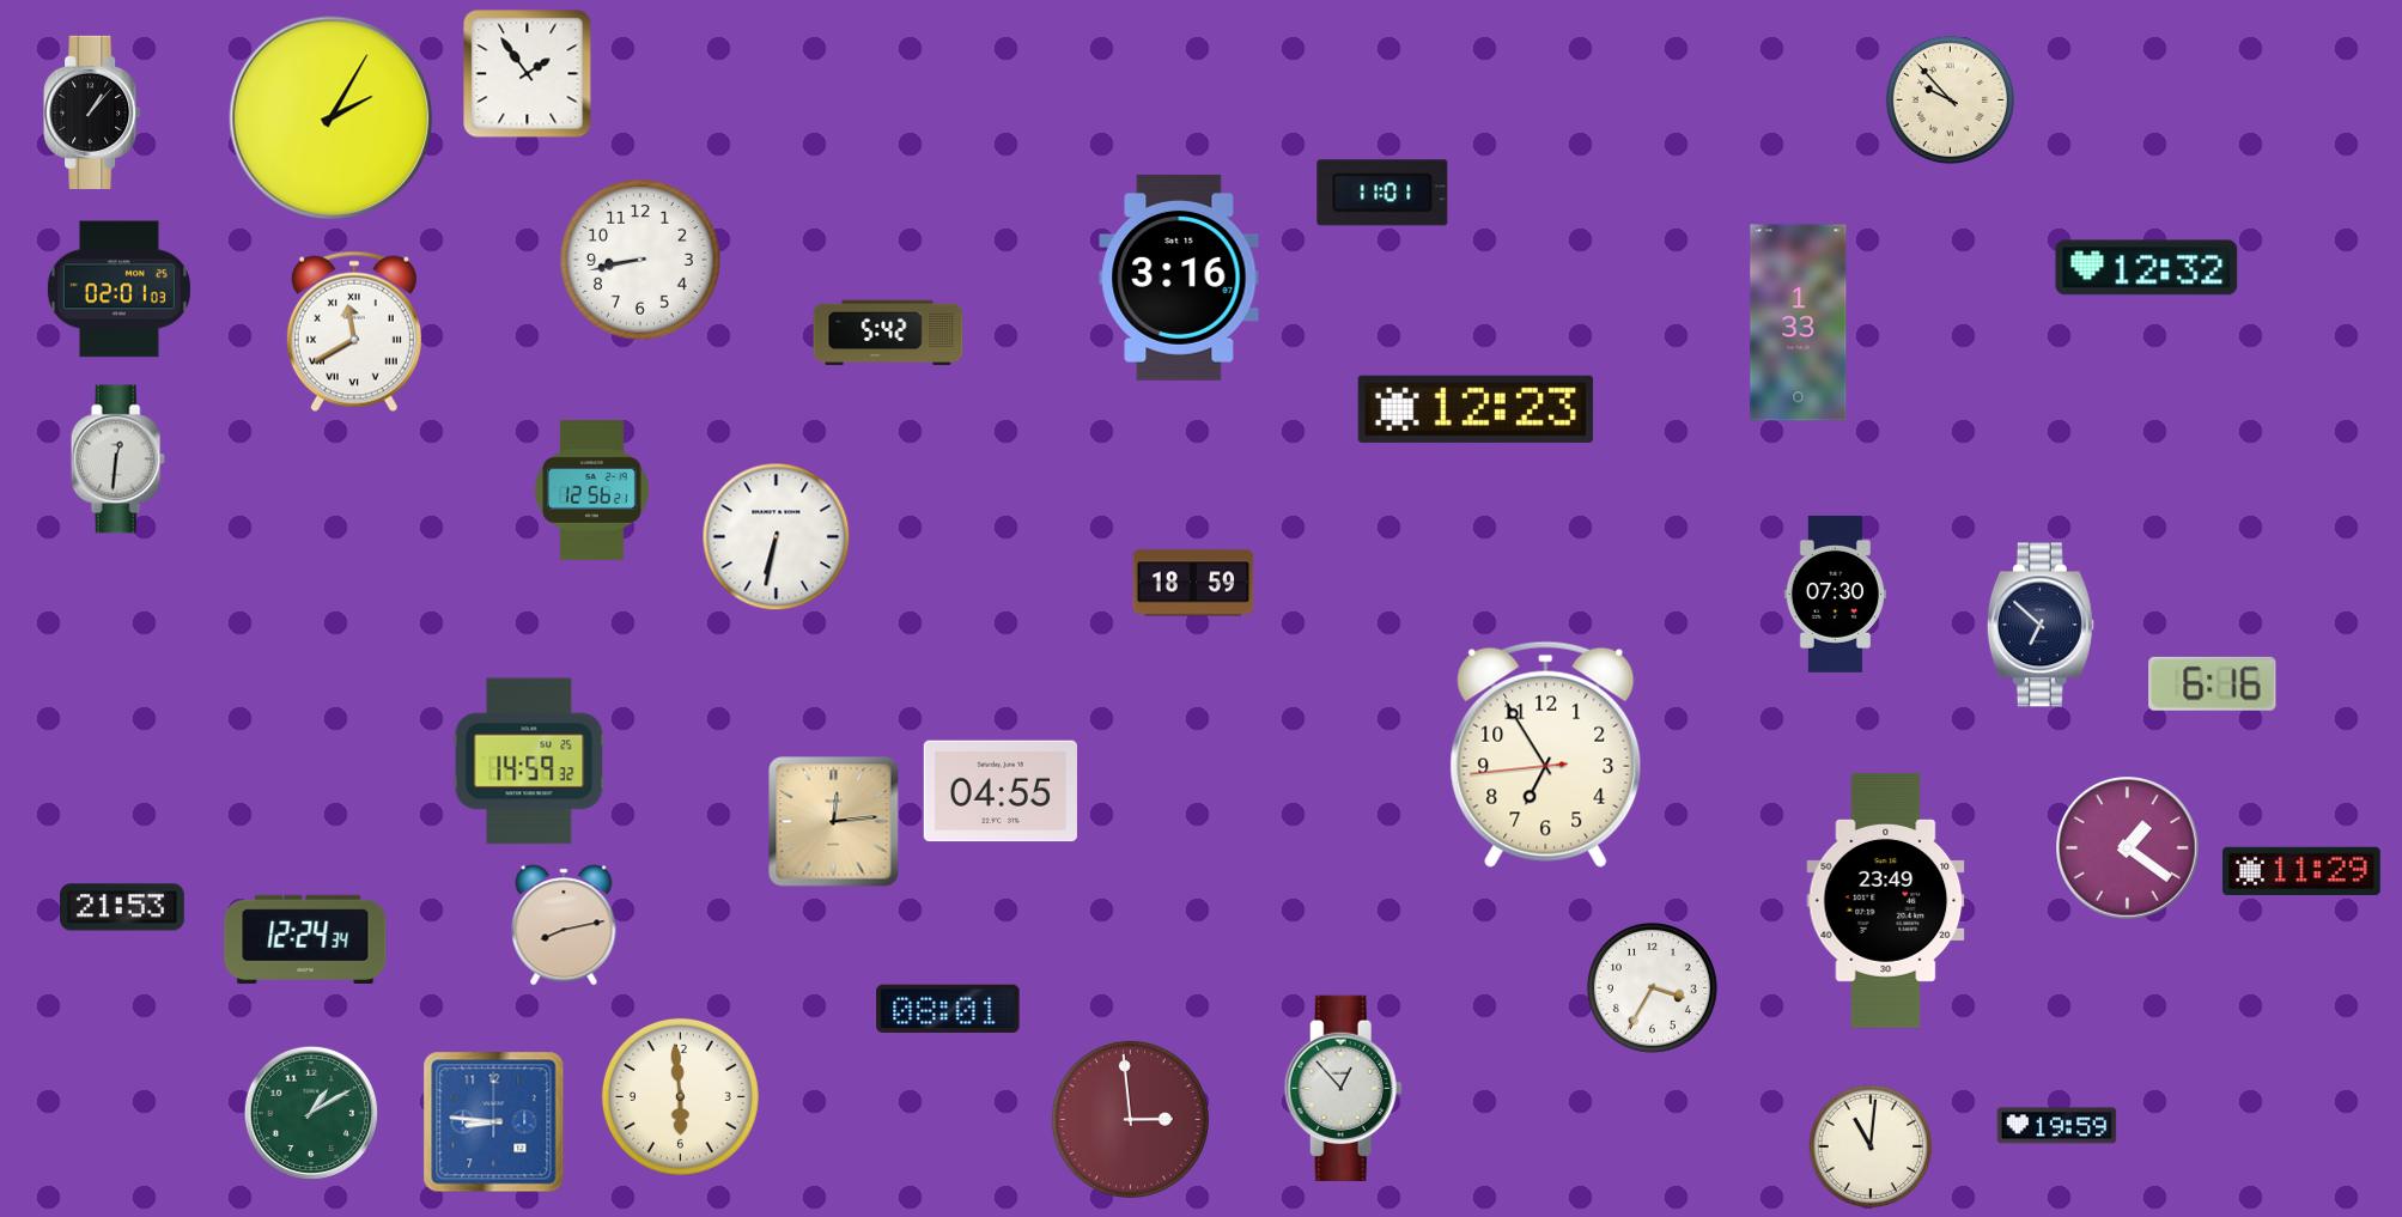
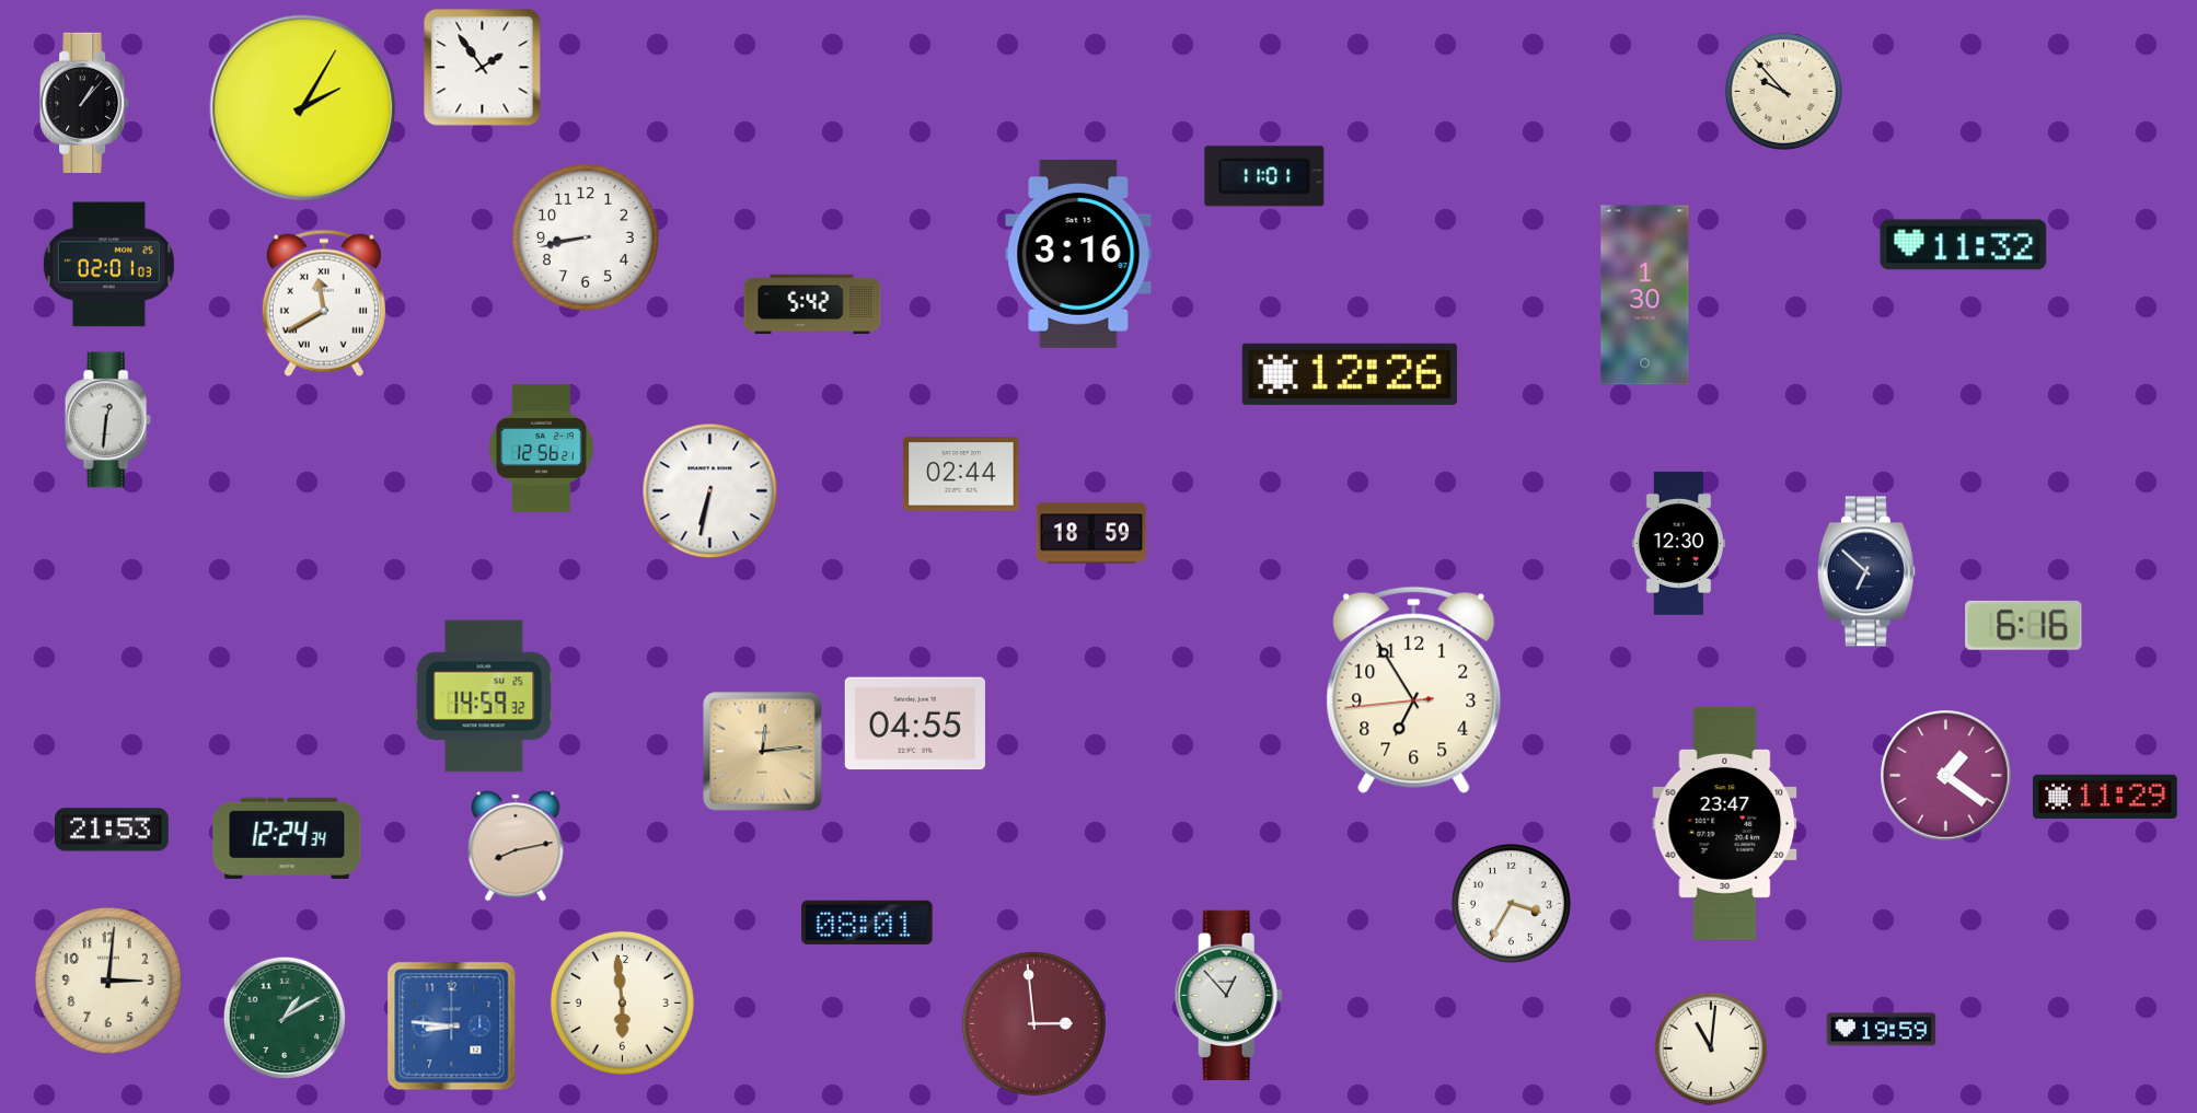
clock at (2147, 268): 12:32 -> 11:32
clock at (1799, 323): 1:33 -> 1:30
clock at (1476, 409): 12:23 -> 12:26
clock at (961, 474): none -> 02:44
clock at (1835, 594): 07:30 -> 12:30
clock at (1886, 900): 23:49 -> 23:47
clock at (305, 938) position: (305, 938) -> (287, 837)
clock at (108, 981): none -> 3:01
